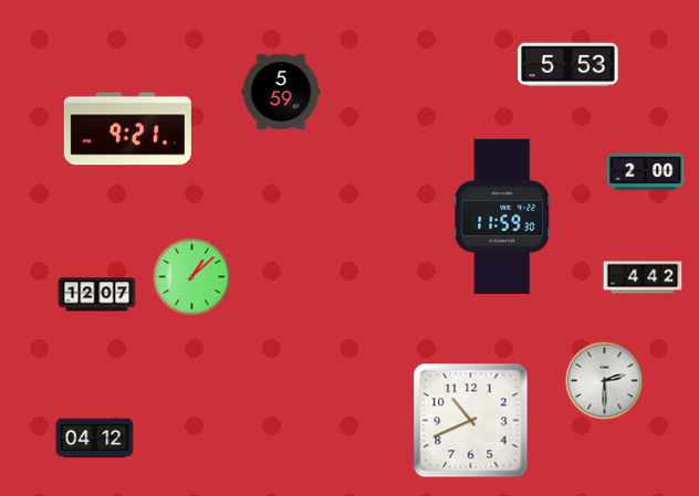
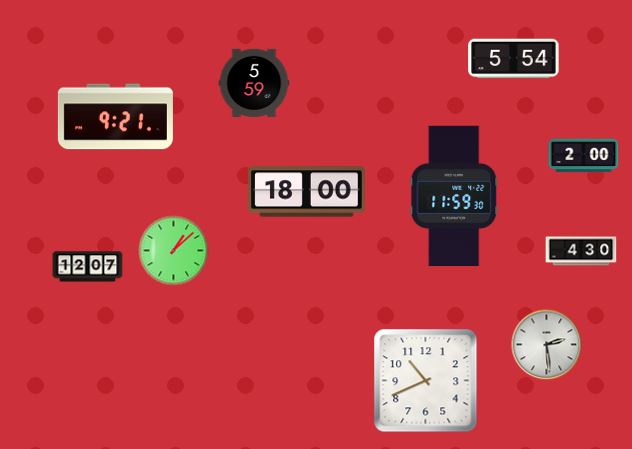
clock at (568, 65): 5:53 -> 5:54
clock at (307, 192): none -> 18:00
clock at (643, 277): 4:42 -> 4:30
clock at (605, 381): 2:30 -> 2:29
clock at (95, 439): 04:12 -> none
